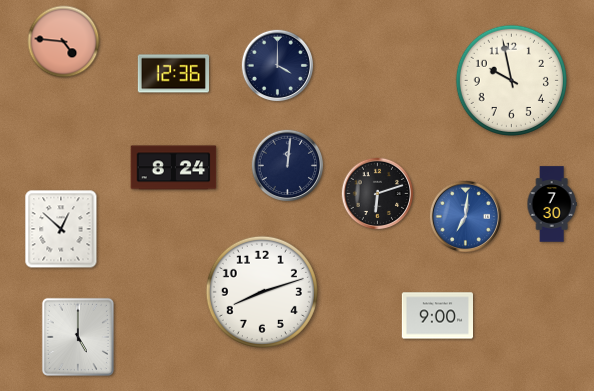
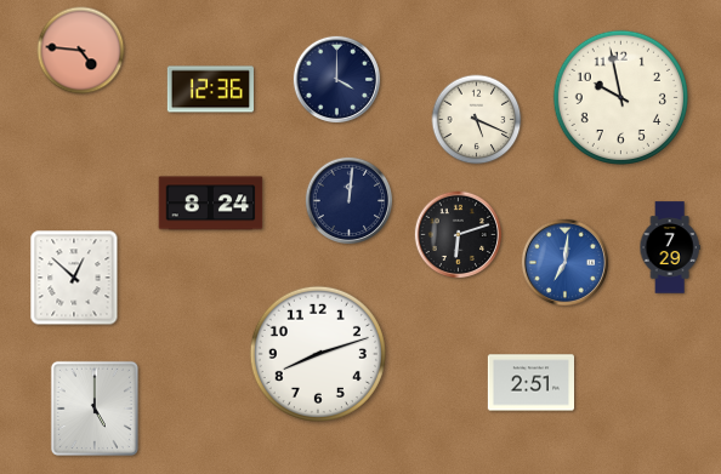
clock at (64, 42) position: (64, 42) -> (81, 51)
clock at (477, 120): none -> 5:19
clock at (552, 204): 7:30 -> 7:29
clock at (437, 316): 9:00 -> 2:51
